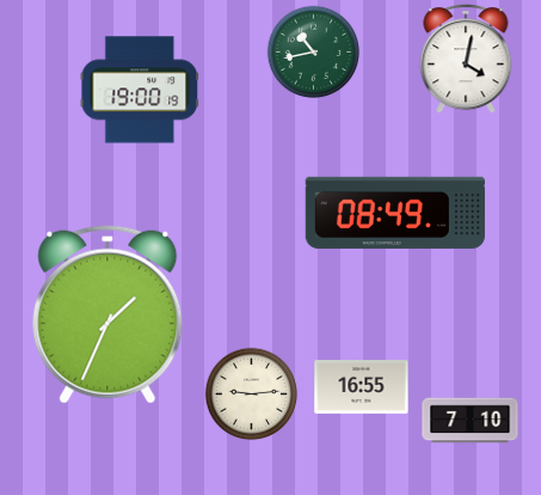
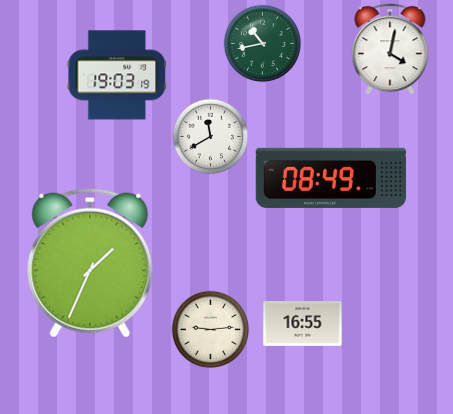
clock at (140, 90): 19:00 -> 19:03
clock at (211, 137): none -> 11:40
clock at (471, 421): 7:10 -> none
